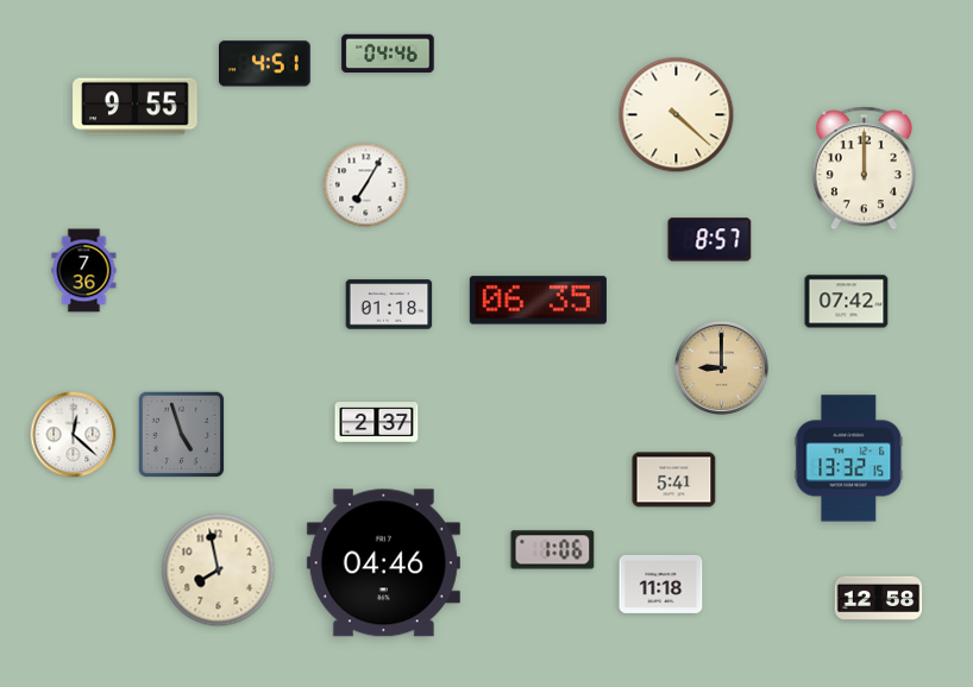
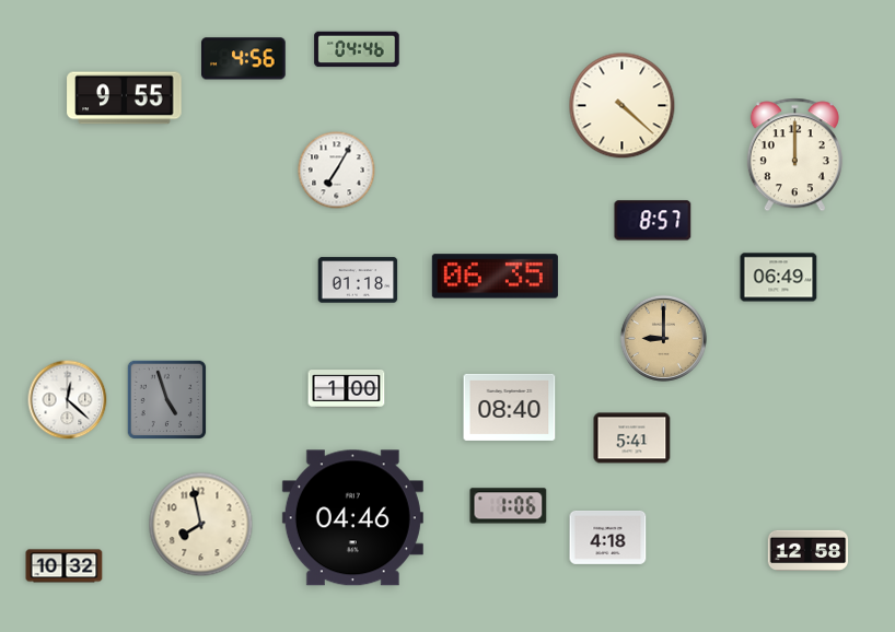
clock at (265, 64): 4:51 -> 4:56
clock at (84, 271): 7:36 -> none
clock at (847, 302): 07:42 -> 06:49
clock at (377, 423): 2:37 -> 1:00
clock at (510, 407): none -> 08:40
clock at (849, 459): 13:32 -> none
clock at (674, 480) position: (674, 480) -> (632, 438)
clock at (661, 584): 11:18 -> 4:18
clock at (65, 566): none -> 10:32
